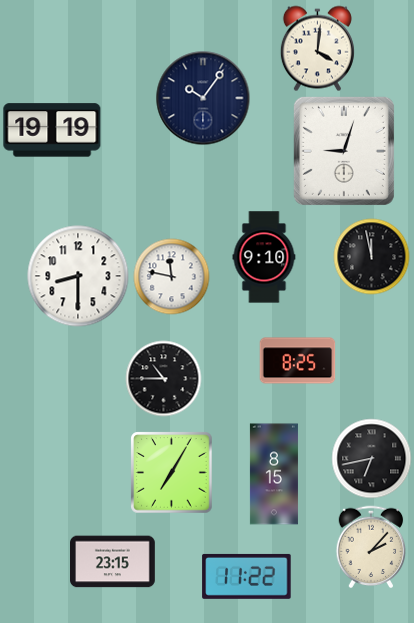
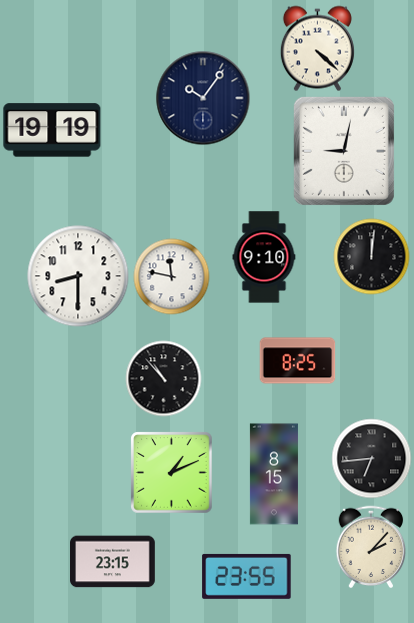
clock at (317, 49): 4:01 -> 4:22
clock at (344, 151): 9:03 -> 9:02
clock at (372, 257): 11:58 -> 12:01
clock at (164, 379): 10:45 -> 10:53
clock at (372, 459): 6:43 -> 6:44
clock at (172, 473): 7:05 -> 1:11
clock at (247, 576): 11:22 -> 23:55
